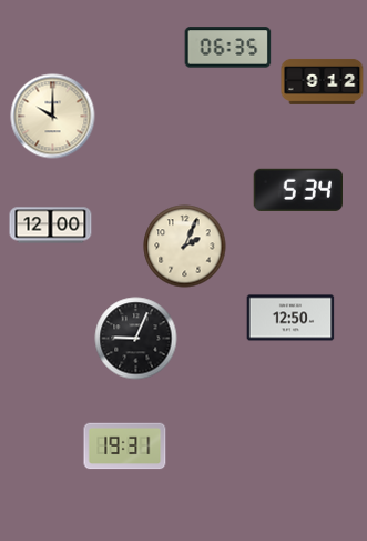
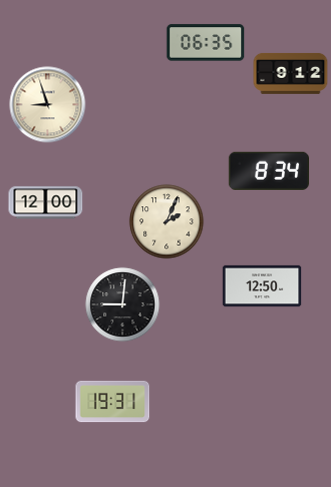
clock at (53, 117): 10:00 -> 8:57
clock at (297, 190): 5:34 -> 8:34
clock at (136, 339): 9:04 -> 9:01
